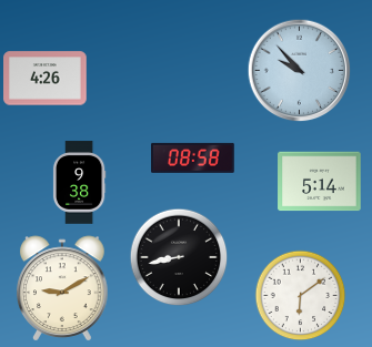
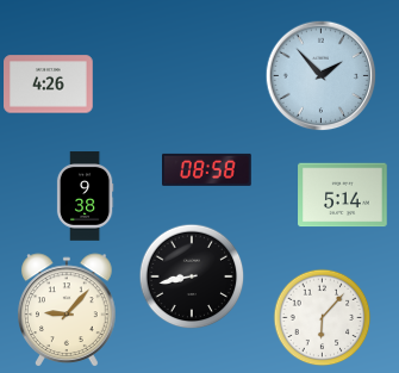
clock at (300, 71): 9:53 -> 1:53
clock at (63, 288): 9:10 -> 9:07
clock at (301, 296): 6:09 -> 6:07
